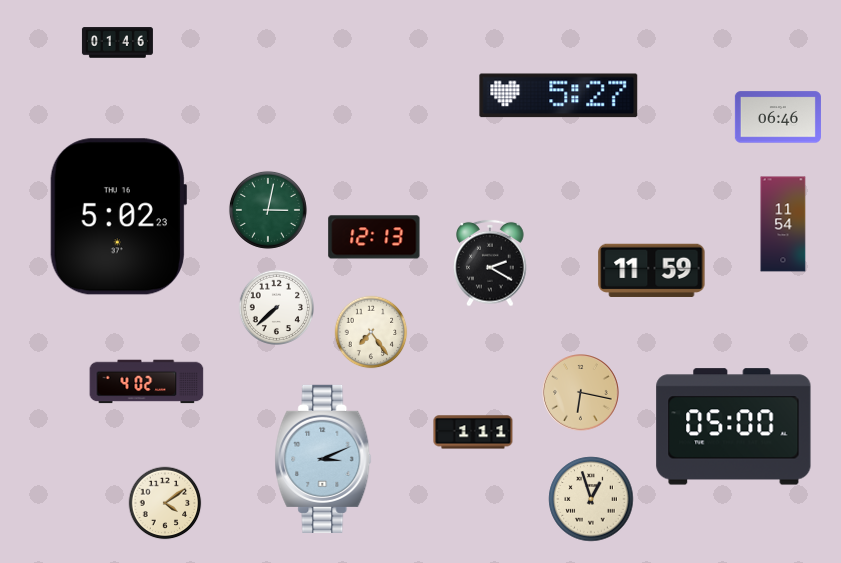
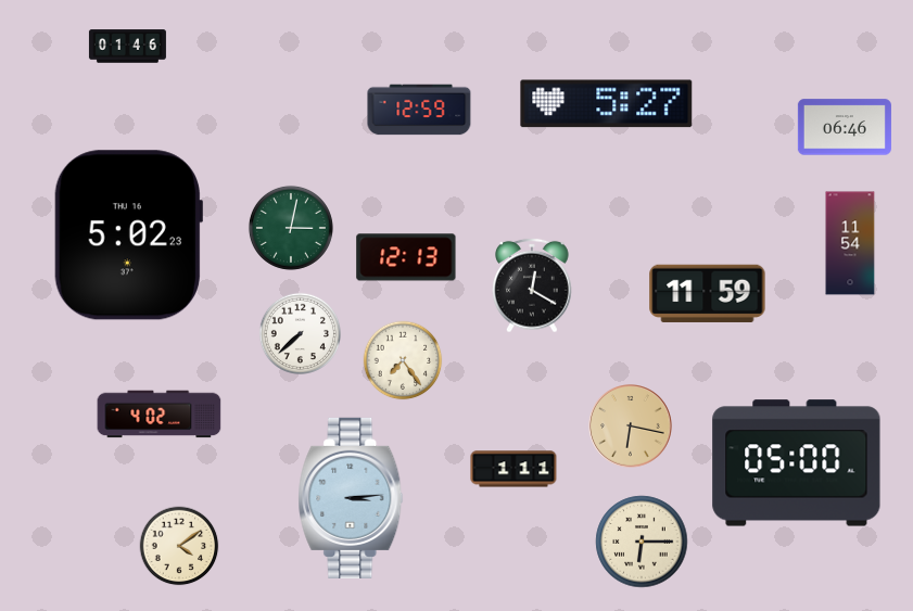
clock at (419, 110): none -> 12:59
clock at (490, 263): 2:20 -> 12:20
clock at (323, 459): 3:11 -> 3:14
clock at (591, 499): 12:57 -> 6:15
